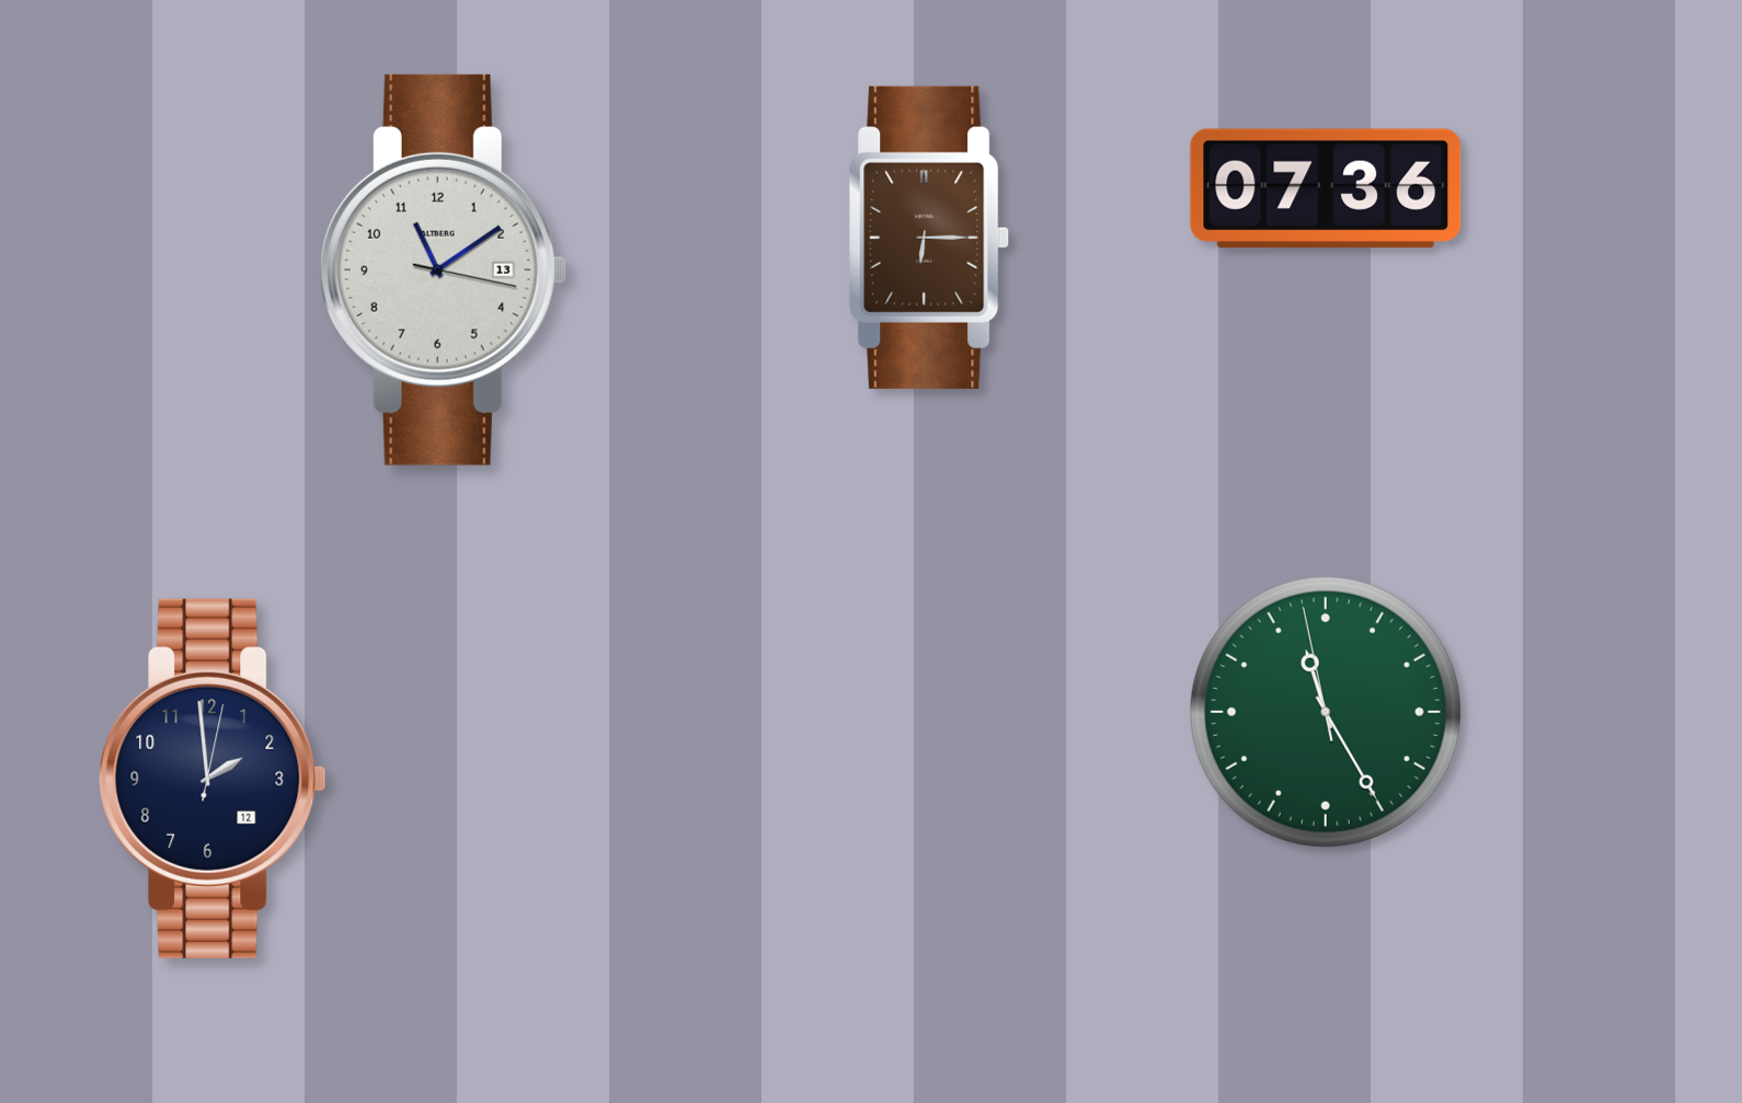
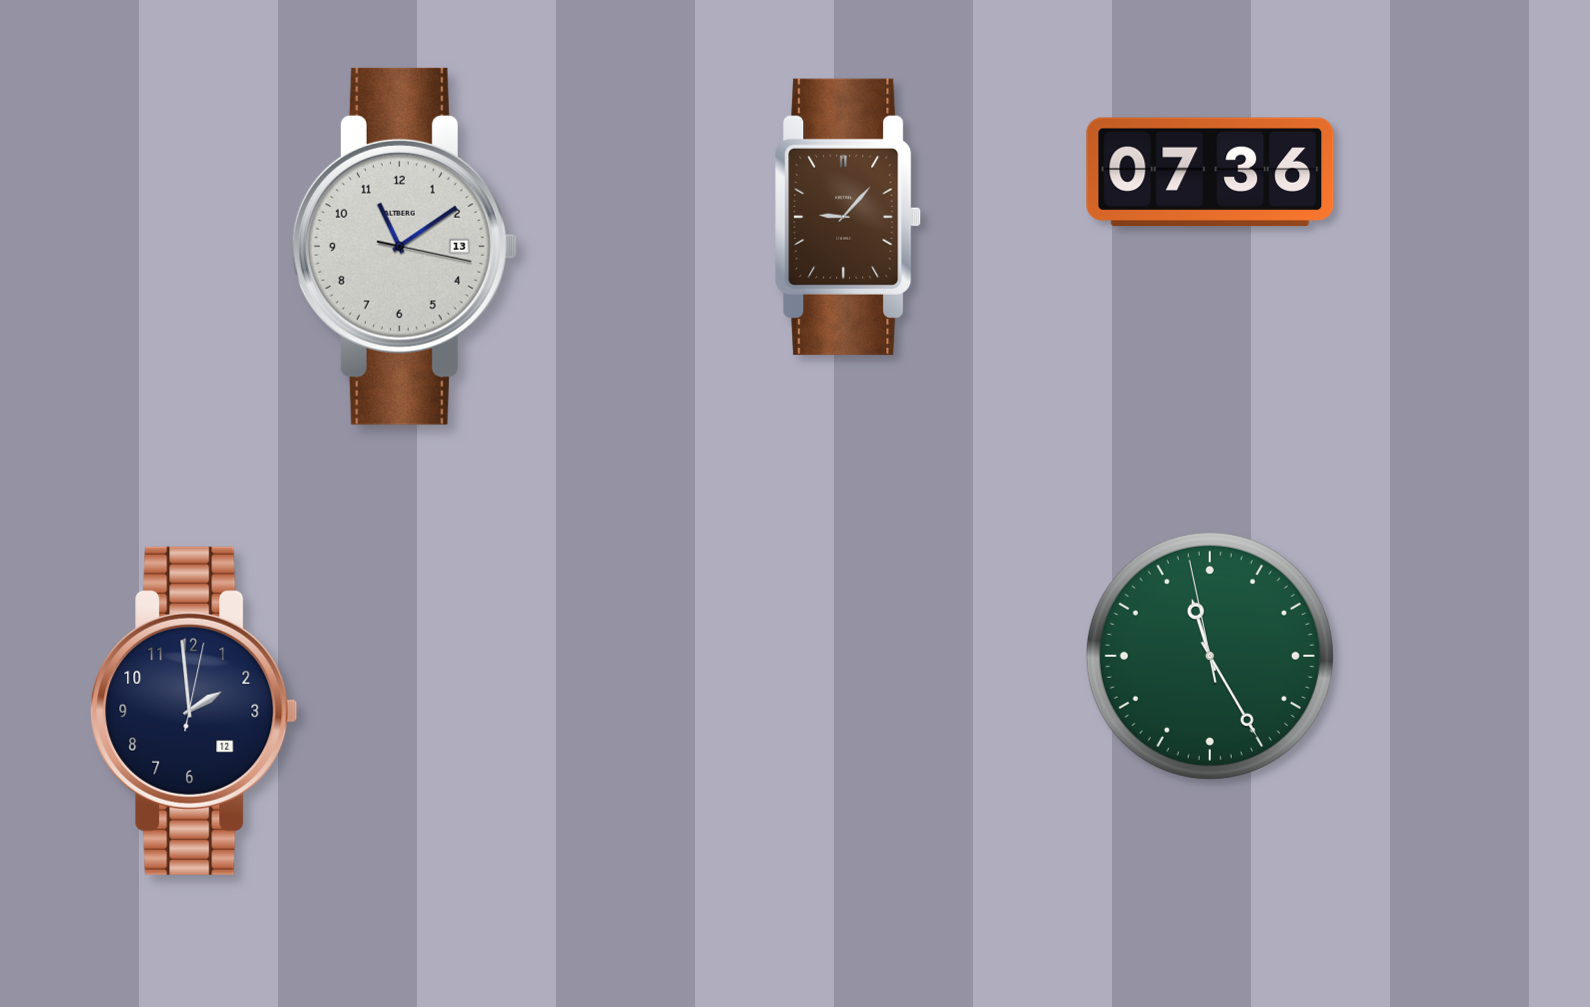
clock at (930, 238): 6:15 -> 9:07
clock at (1326, 712) position: (1326, 712) -> (1210, 656)
